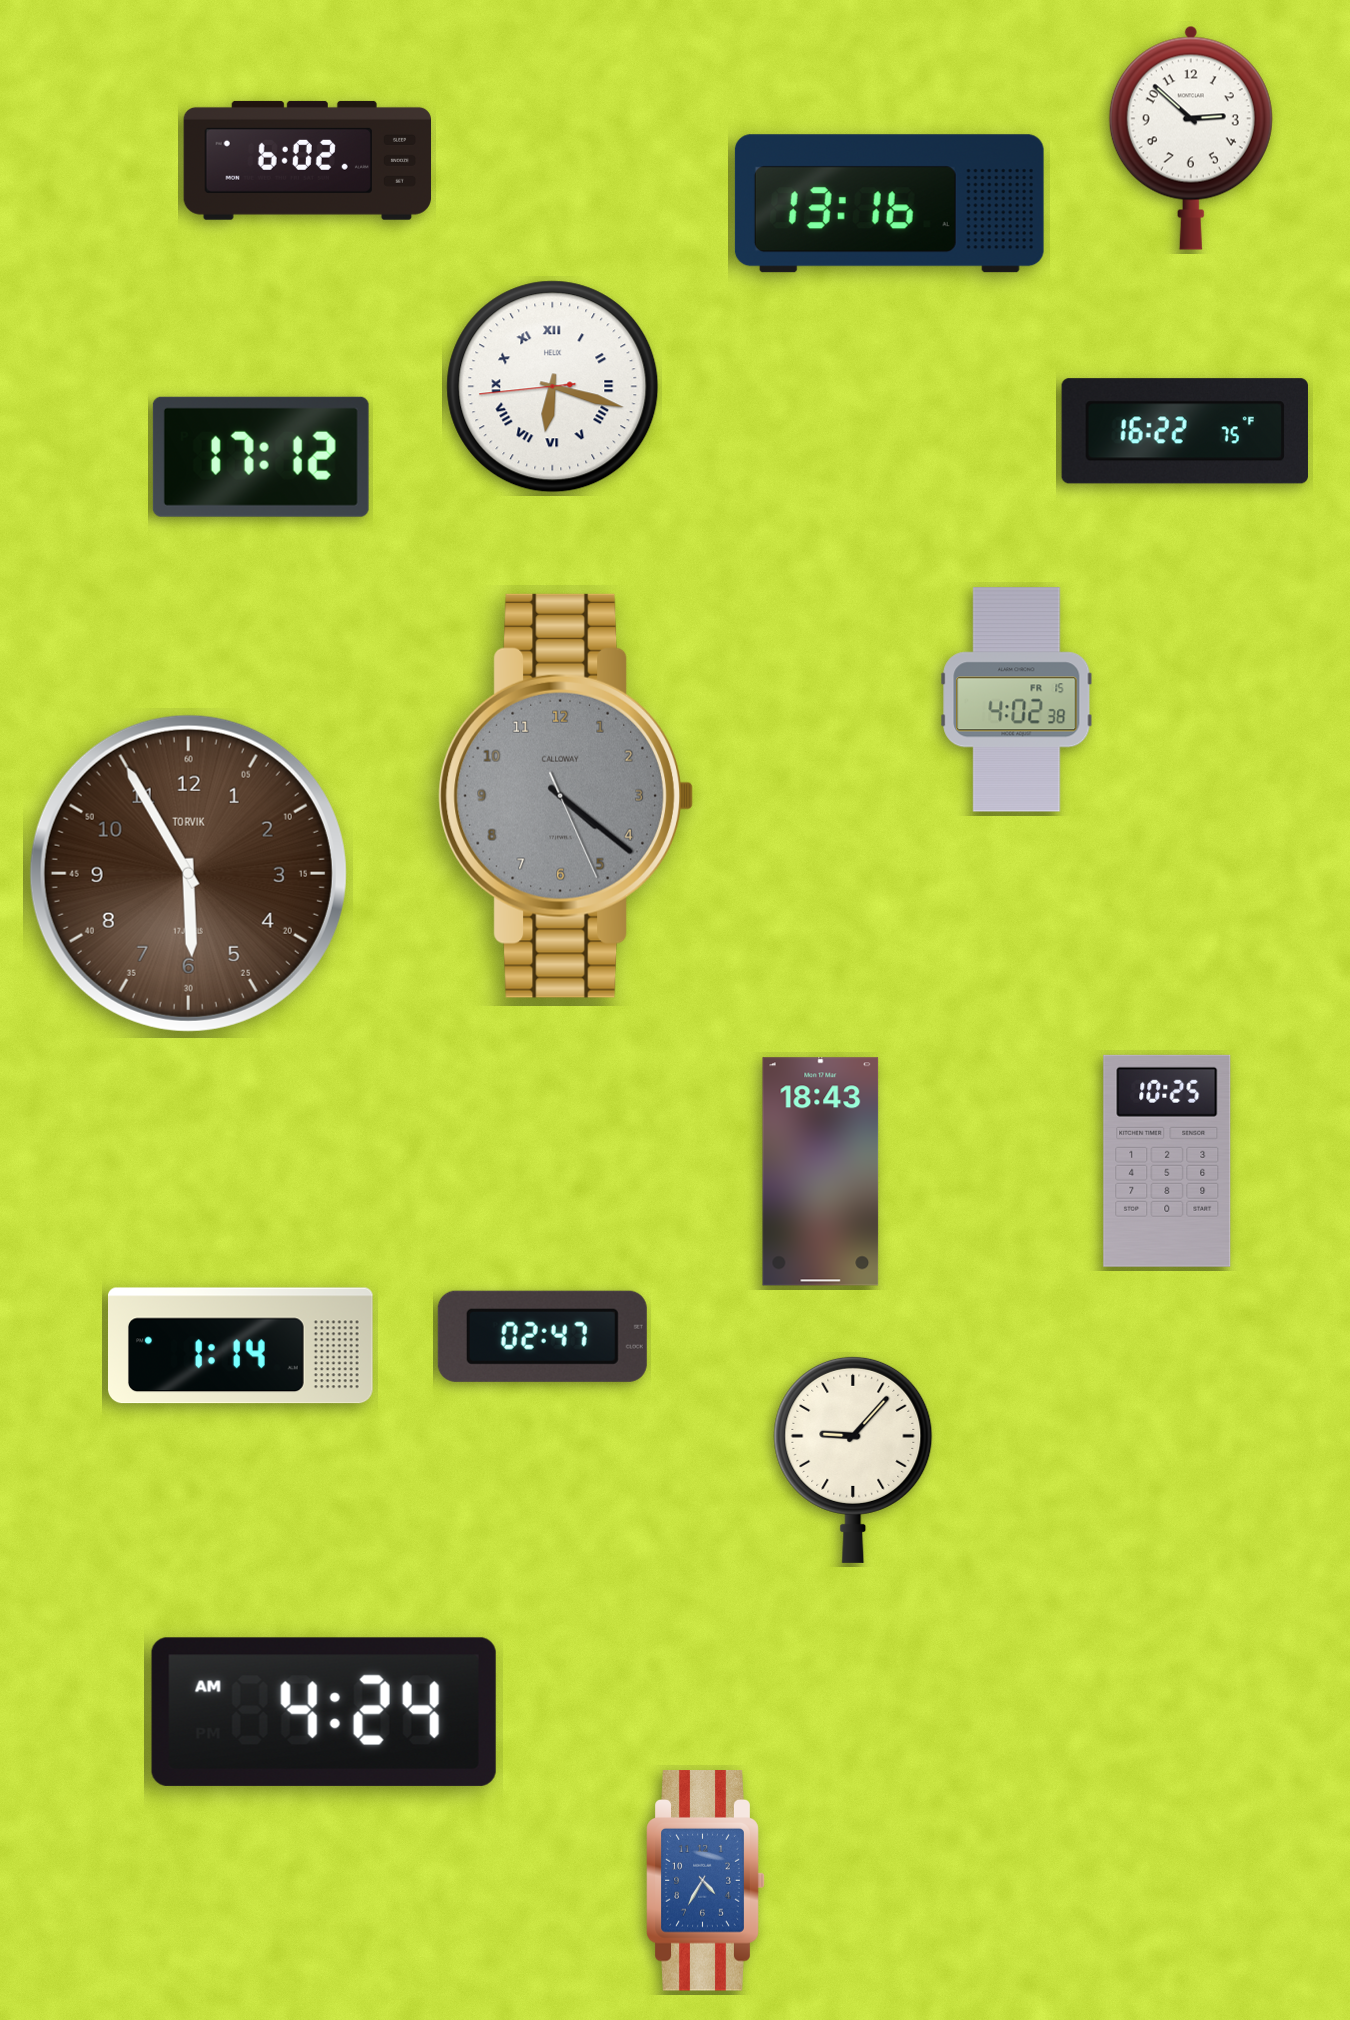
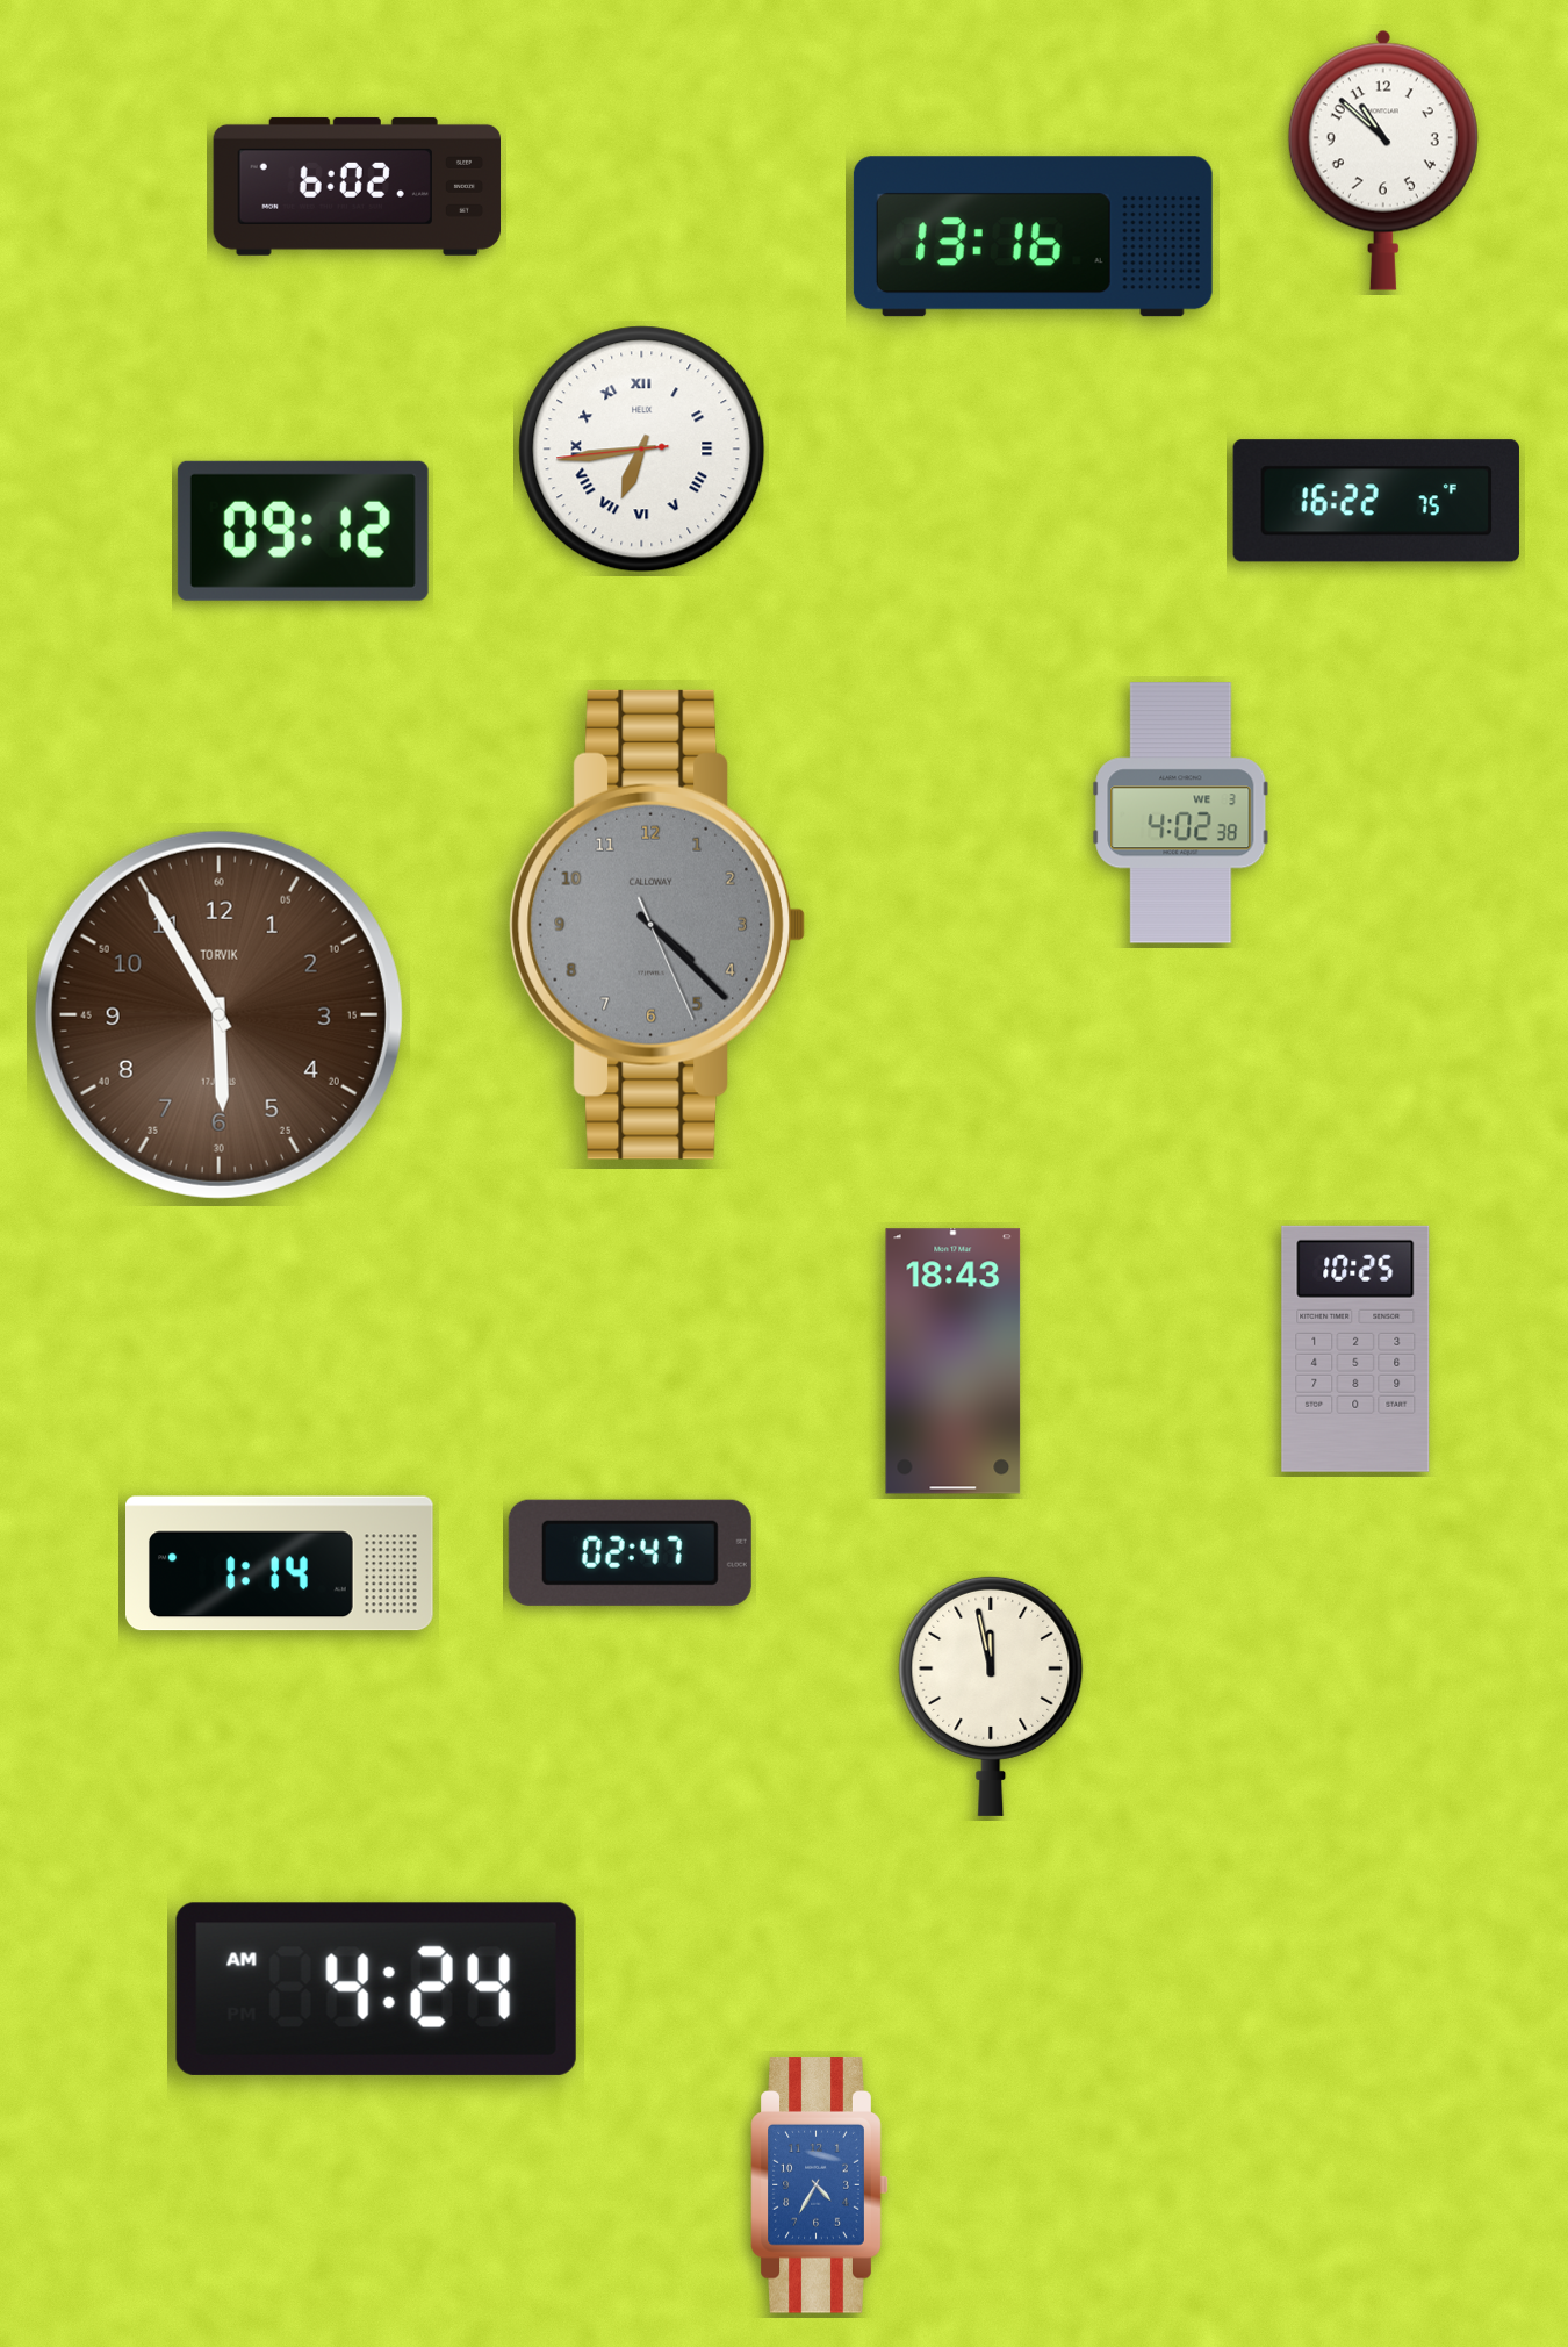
clock at (1191, 138): 2:52 -> 10:52
clock at (553, 387): 6:17 -> 6:43
clock at (261, 457): 17:12 -> 09:12
clock at (1017, 700) date: FR 15 -> WE 3
clock at (566, 796): 4:21 -> 4:22
clock at (853, 1459): 9:07 -> 11:58
